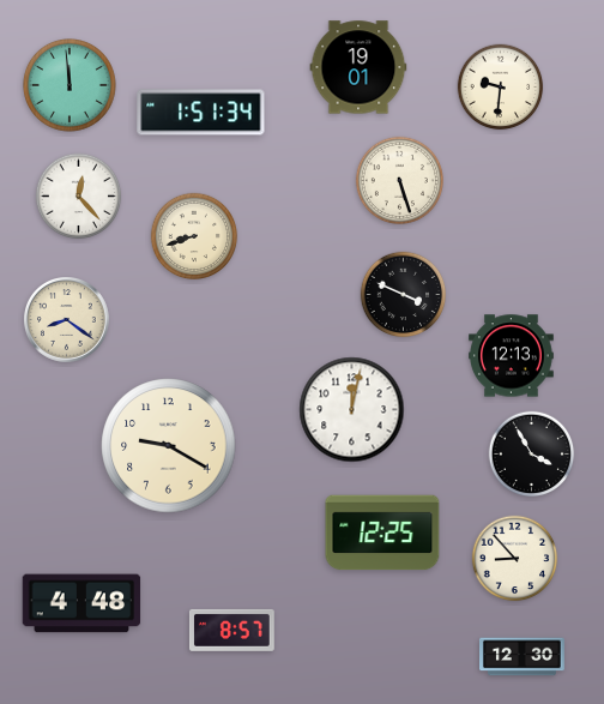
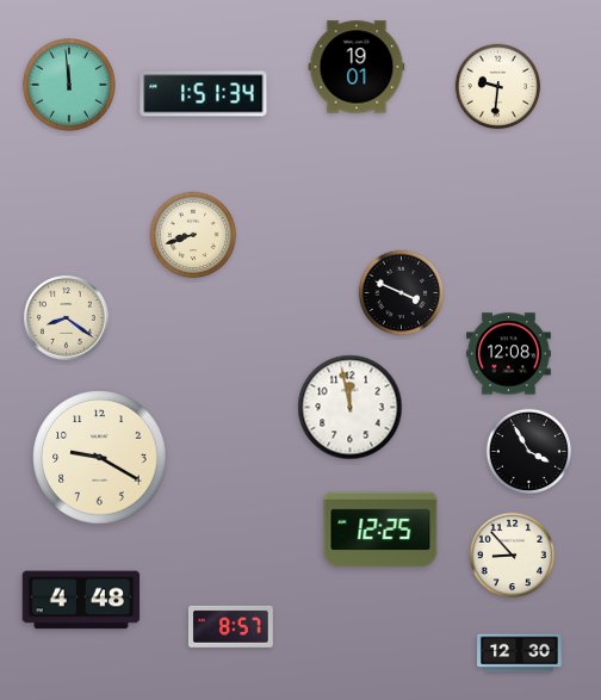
clock at (201, 113) position: (201, 113) -> (204, 94)
clock at (399, 180): 5:27 -> none
clock at (79, 197): 12:23 -> none
clock at (512, 356): 12:13 -> 12:08
clock at (352, 410): 12:02 -> 11:58
clock at (169, 446) position: (169, 446) -> (100, 458)
